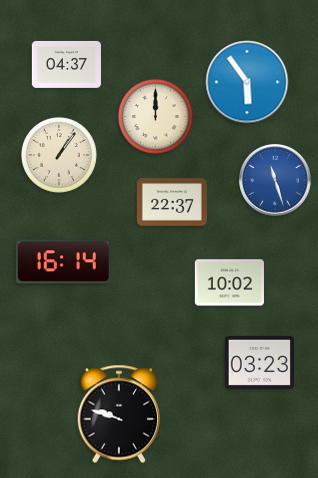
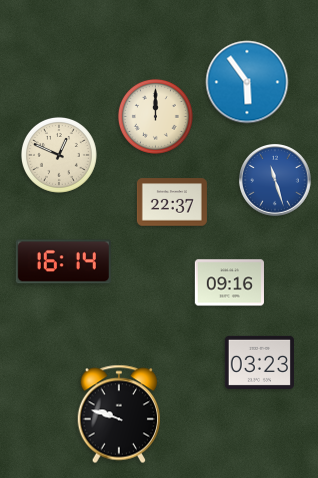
clock at (66, 64): 04:37 -> none
clock at (59, 155): 1:06 -> 12:49
clock at (229, 283): 10:02 -> 09:16
